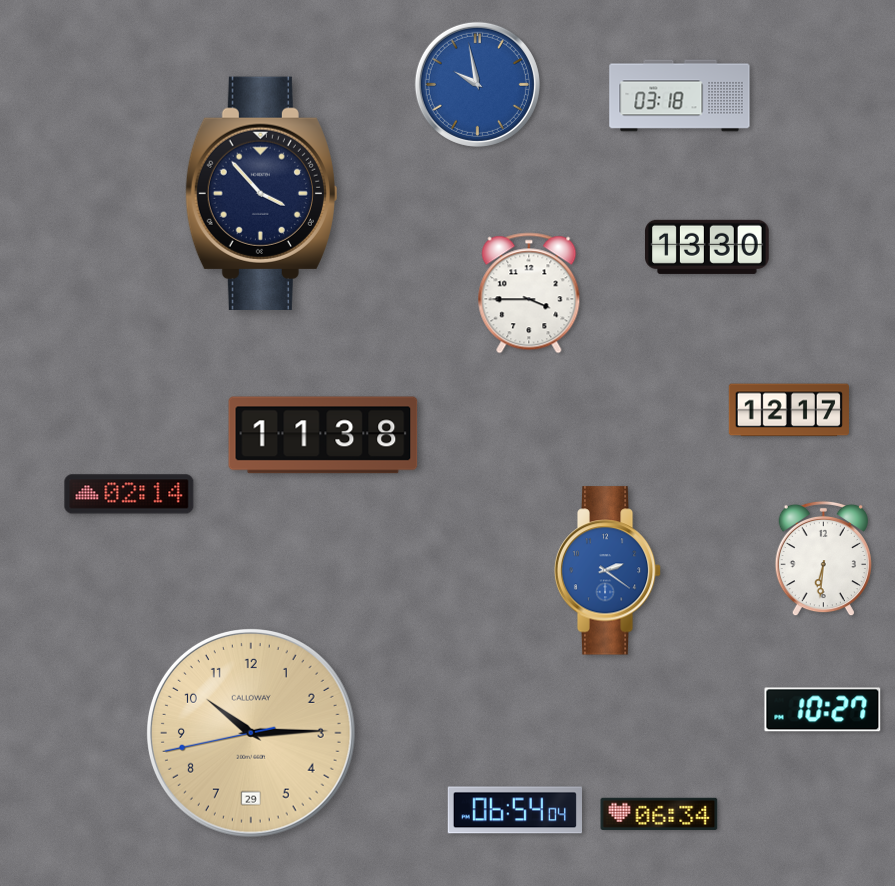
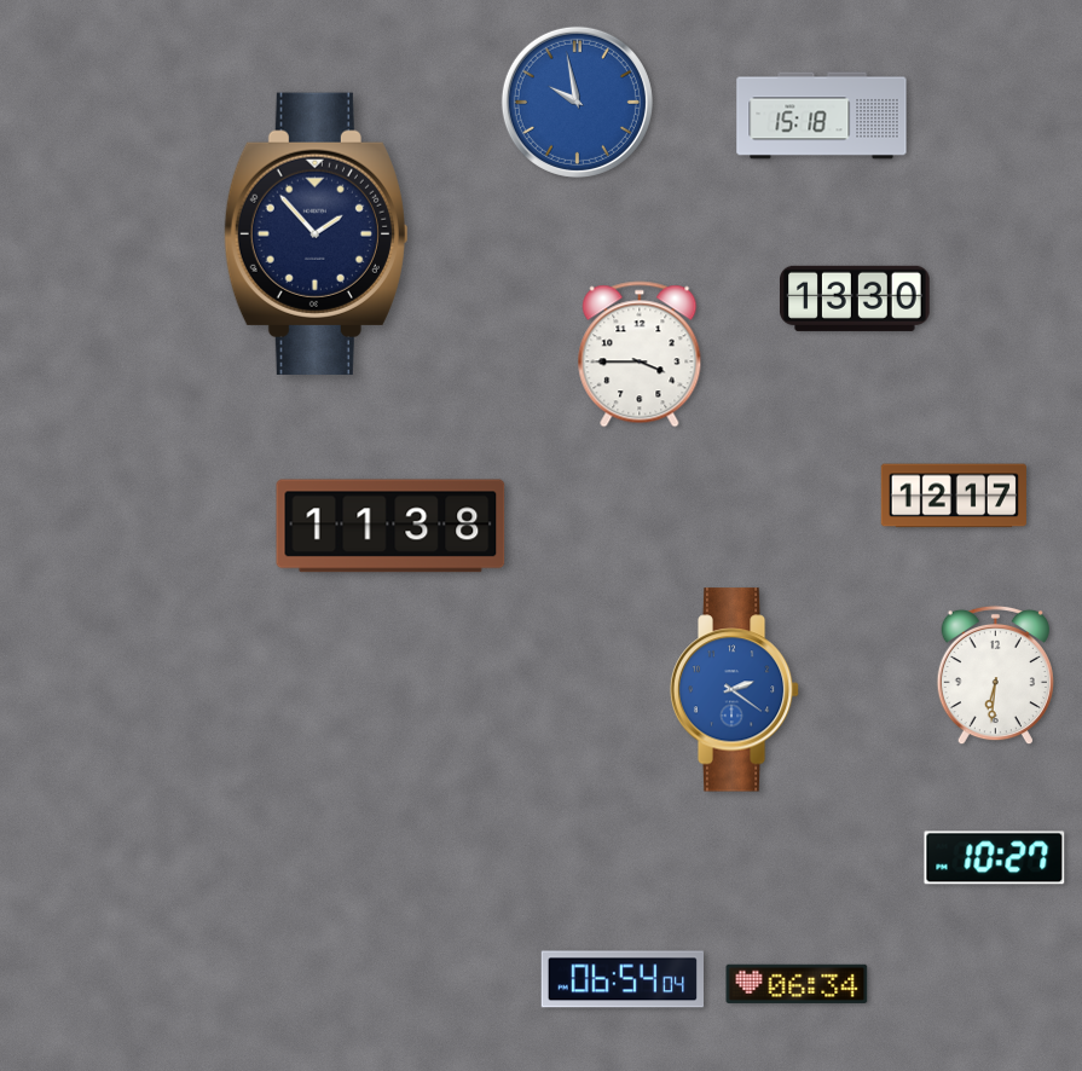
clock at (680, 96): 03:18 -> 15:18
clock at (261, 193): 3:53 -> 1:53
clock at (129, 494): 02:14 -> none
clock at (252, 734): 10:14 -> none
